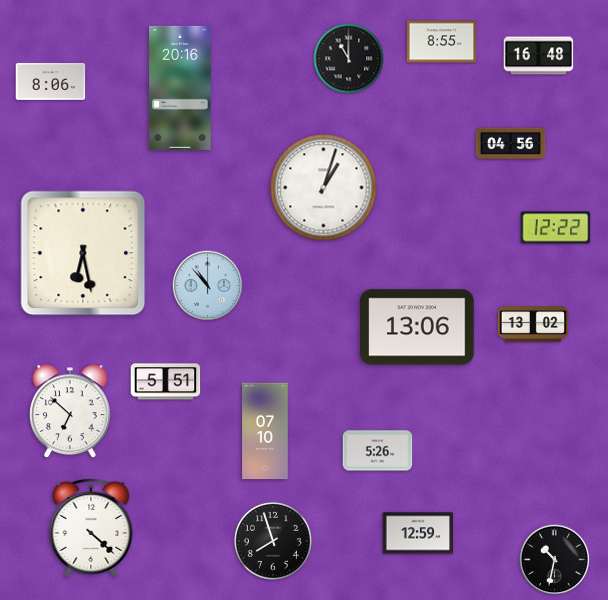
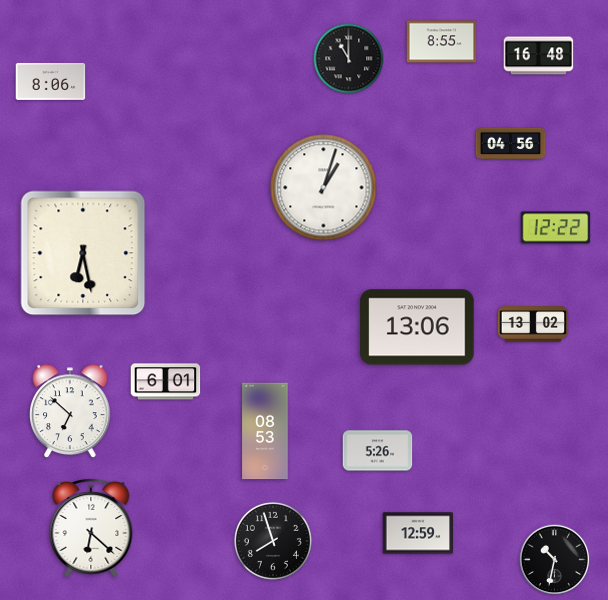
clock at (180, 88): 20:16 -> none
clock at (208, 286): 10:53 -> none
clock at (166, 382): 5:51 -> 6:01
clock at (265, 431): 07:10 -> 08:53
clock at (91, 529): 4:22 -> 6:22
